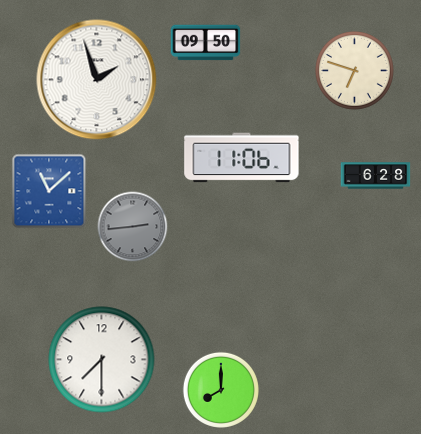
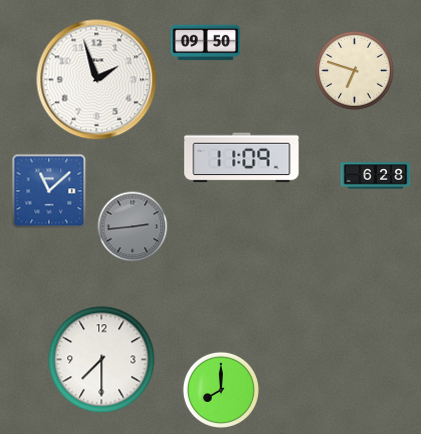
clock at (242, 158): 11:06 -> 11:09
